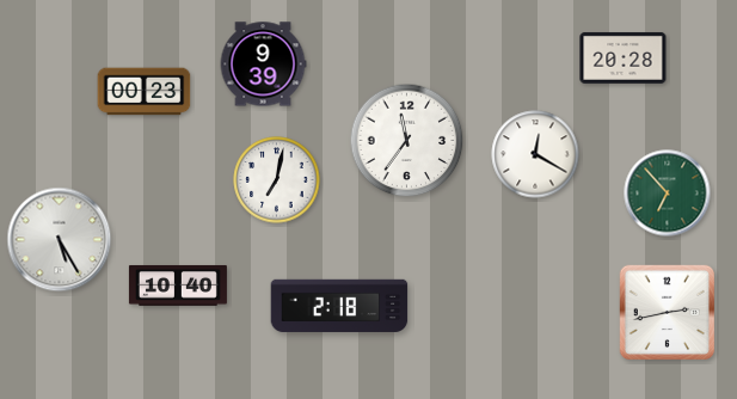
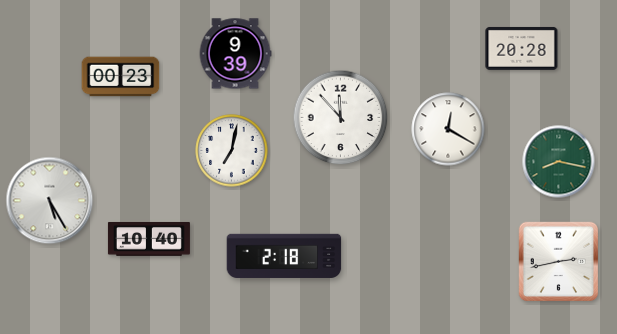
clock at (263, 65) position: (263, 65) -> (235, 54)
clock at (407, 141): 11:36 -> 11:53
clock at (668, 194): 6:53 -> 8:17
